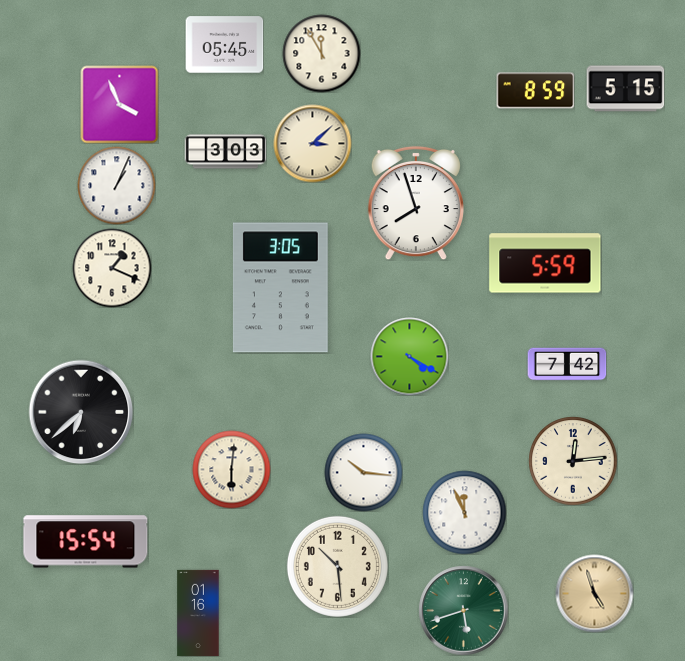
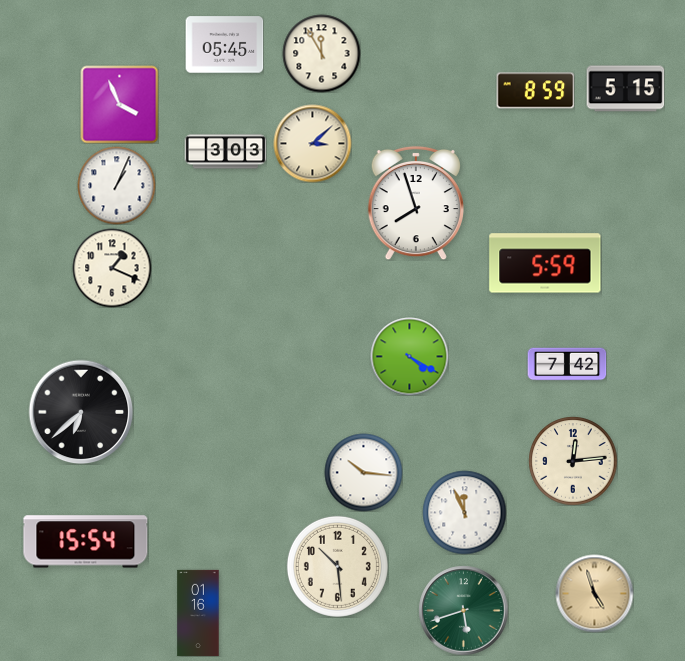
clock at (280, 288): 3:05 -> none
clock at (231, 469): 6:01 -> none
